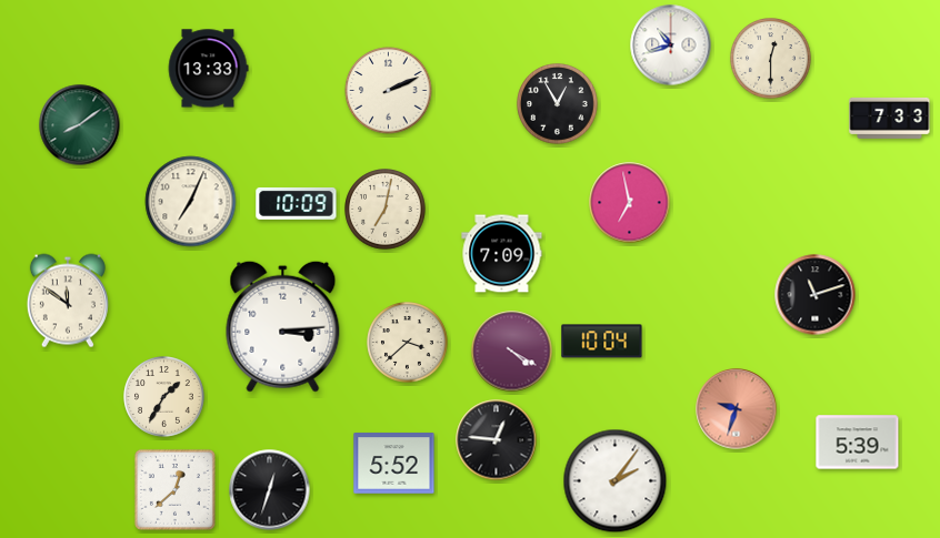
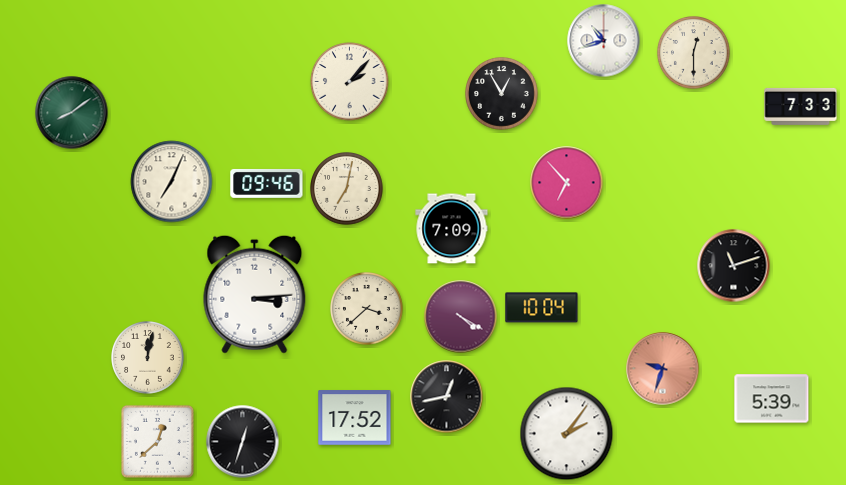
clock at (208, 69): 13:33 -> none
clock at (389, 91): 2:11 -> 2:07
clock at (297, 203): 10:09 -> 09:46
clock at (630, 203): 6:58 -> 6:53
clock at (68, 301): 11:51 -> none
clock at (164, 397): 1:35 -> 12:02
clock at (497, 440): 12:46 -> 12:43
clock at (394, 464): 5:52 -> 17:52
clock at (616, 481) position: (616, 481) -> (567, 434)
